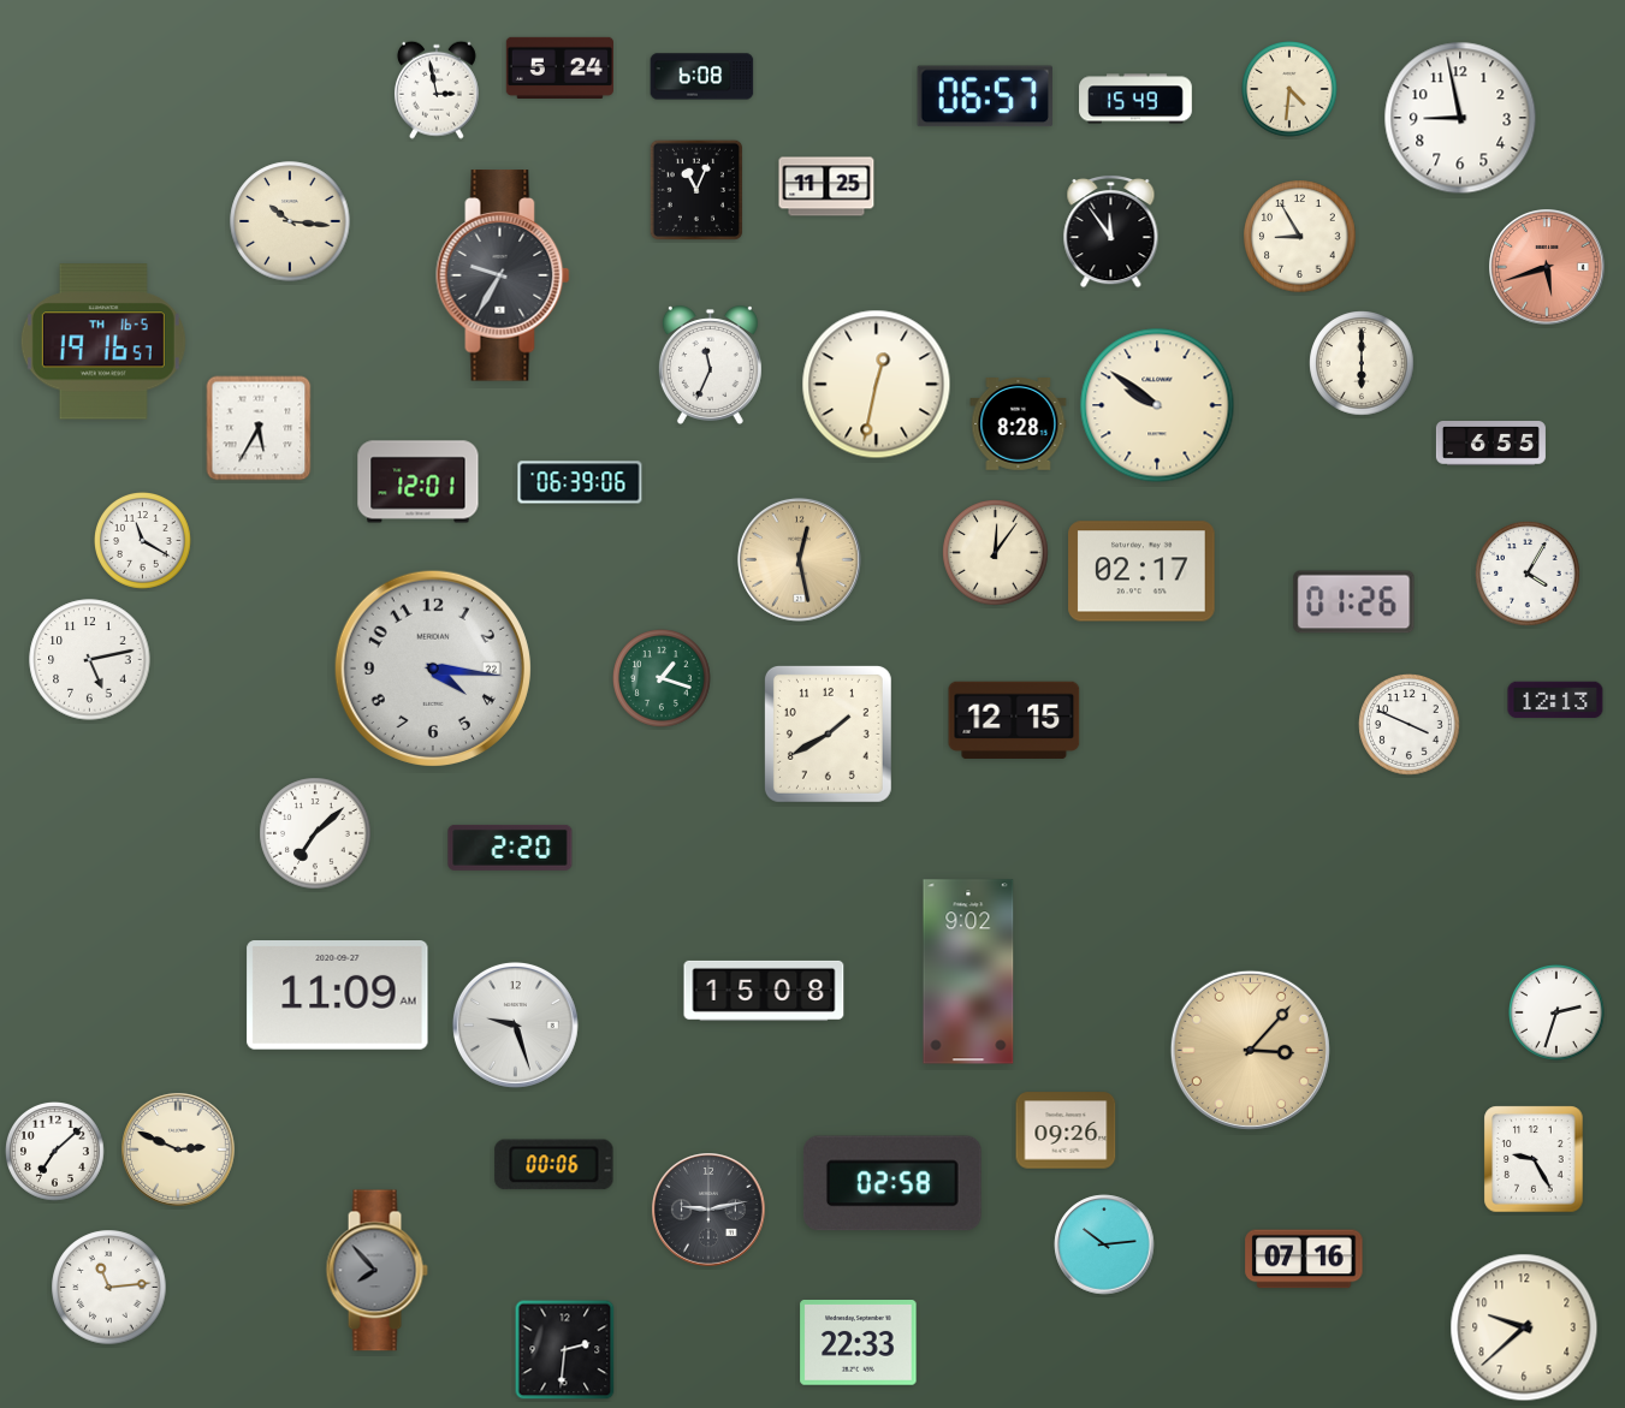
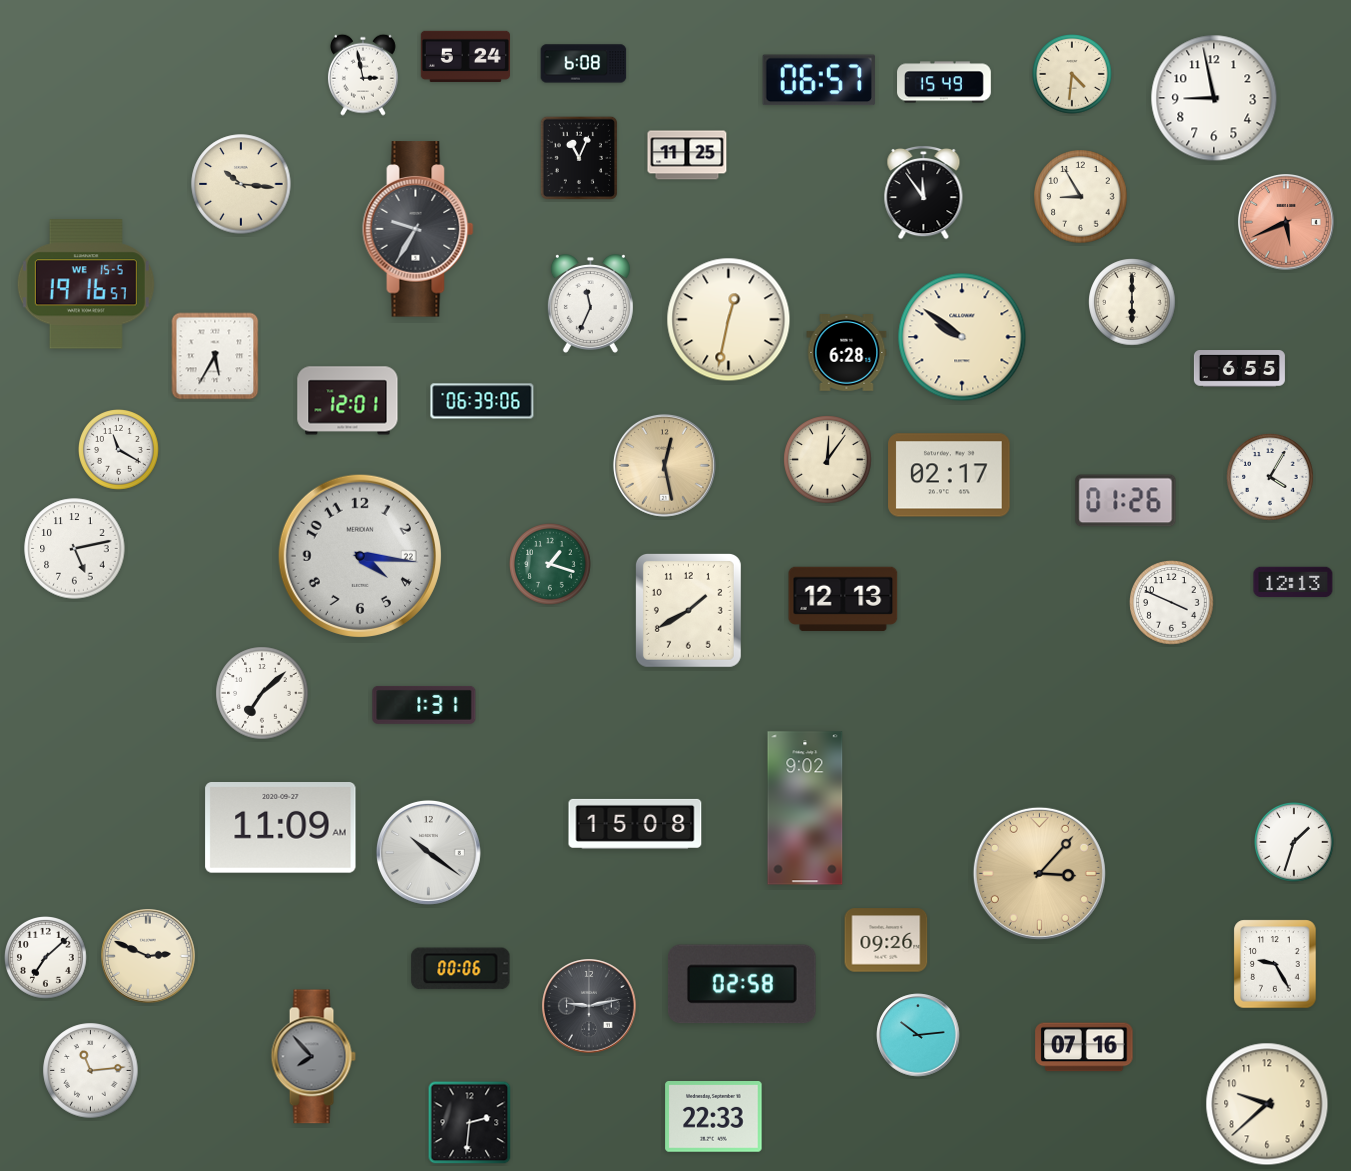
clock at (1548, 268): 5:42 -> 5:41
clock at (103, 341) date: TH 16-5 -> WE 15-5
clock at (1019, 424): 8:28 -> 6:28
clock at (1014, 719): 12:15 -> 12:13
clock at (510, 848): 2:20 -> 1:31
clock at (1558, 1014): 2:33 -> 1:33
clock at (515, 1024): 9:27 -> 10:21
